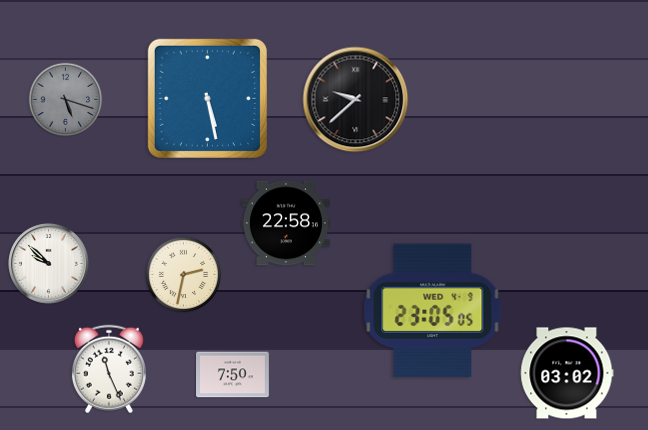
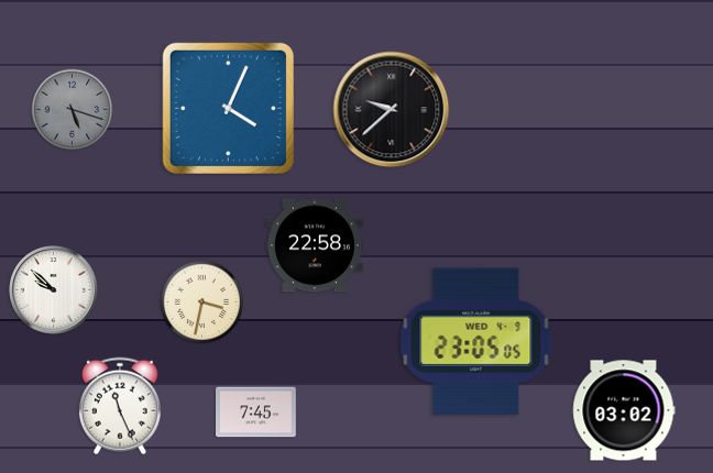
clock at (207, 98): 5:28 -> 4:04
clock at (184, 275): 2:32 -> 3:32
clock at (233, 375): 7:50 -> 7:45
